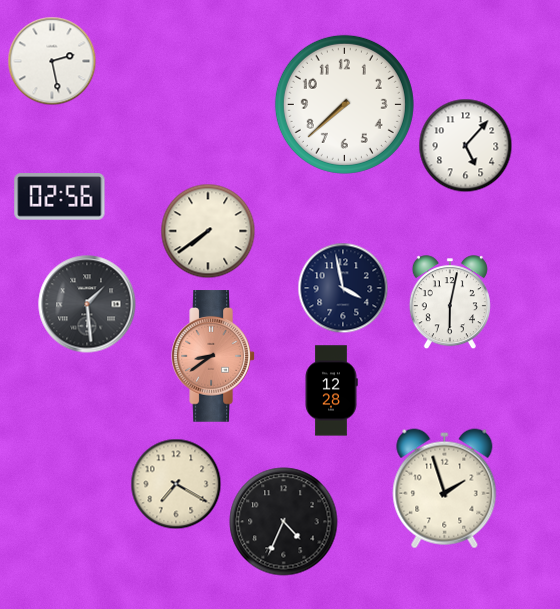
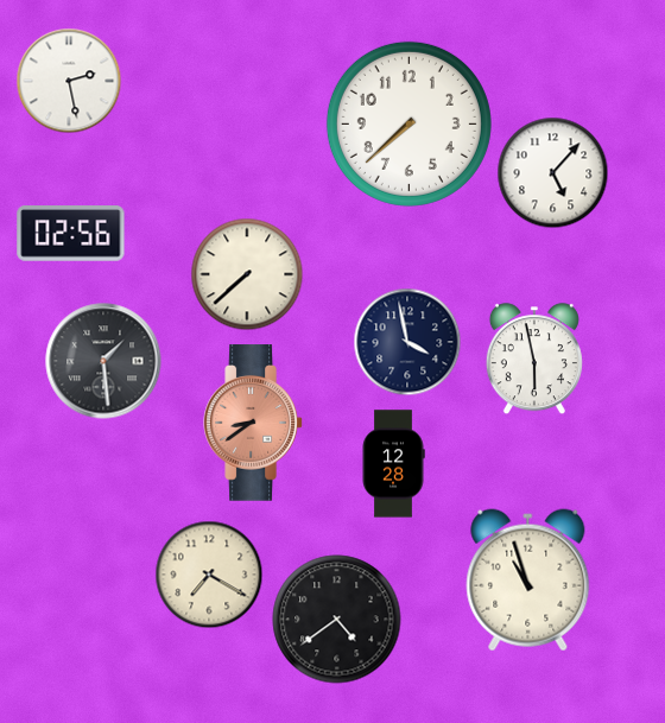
clock at (52, 61) position: (52, 61) -> (69, 81)
clock at (208, 231): 7:39 -> 7:38
clock at (450, 302): 6:02 -> 5:58
clock at (445, 489): 1:57 -> 10:57
clock at (284, 522): 4:34 -> 4:39
